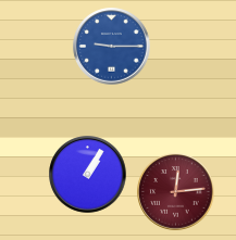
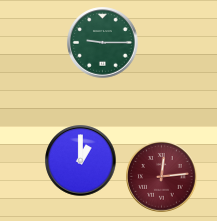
clock at (112, 47) dial: blue -> green
clock at (88, 175): 1:05 -> 1:00
